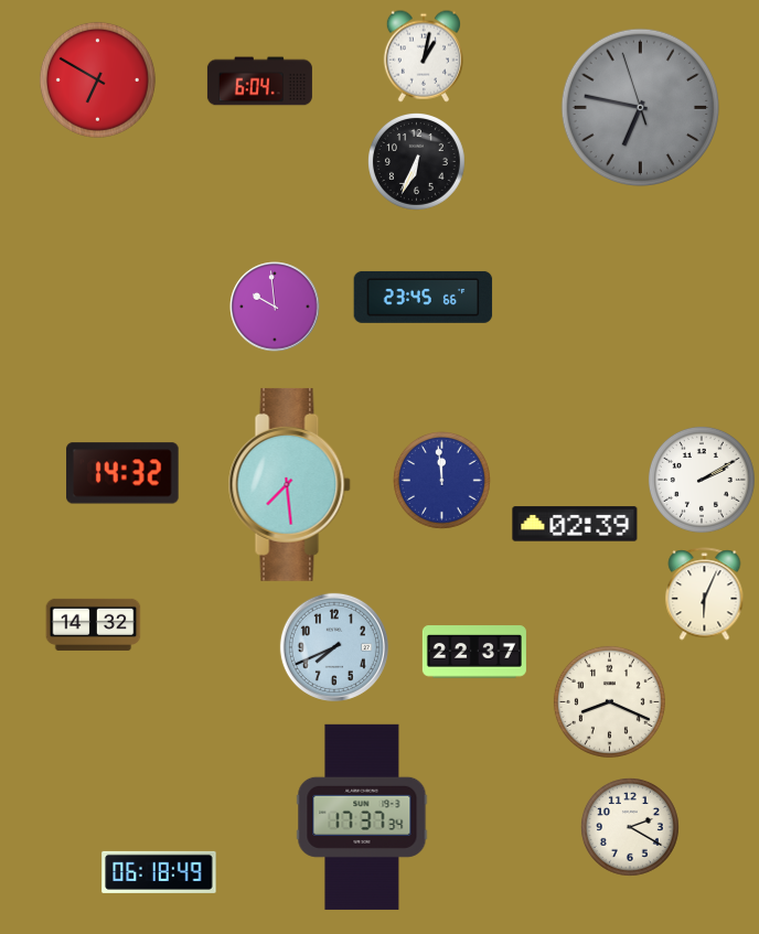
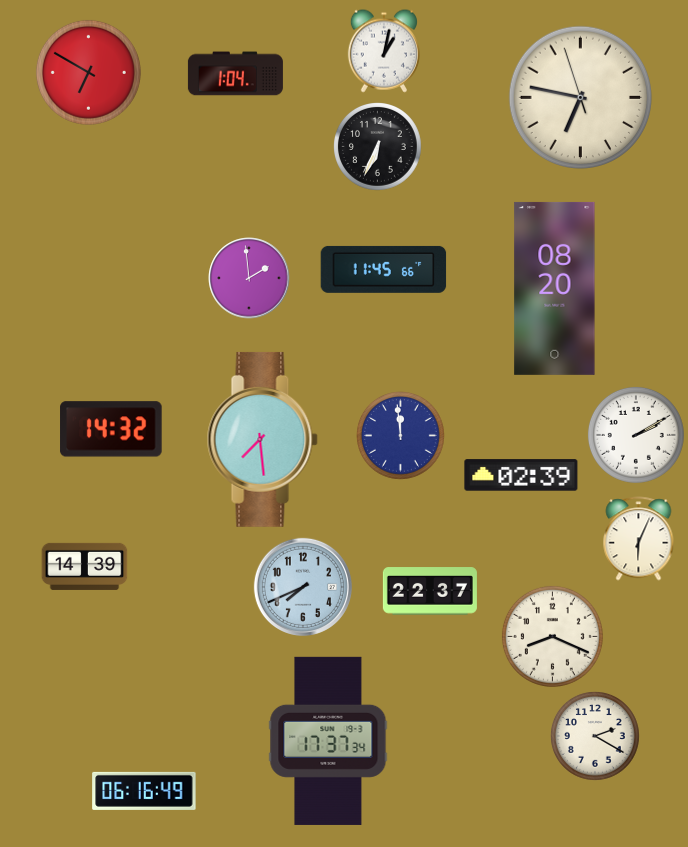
clock at (259, 82): 6:04 -> 1:04
clock at (641, 108) dial: grey -> cream
clock at (424, 297): 23:45 -> 11:45
clock at (275, 307): 9:59 -> 1:59
clock at (555, 288): none -> 08:20
clock at (94, 624): 14:32 -> 14:39
clock at (631, 828) position: (631, 828) -> (596, 737)
clock at (159, 872): 06:18 -> 06:16
